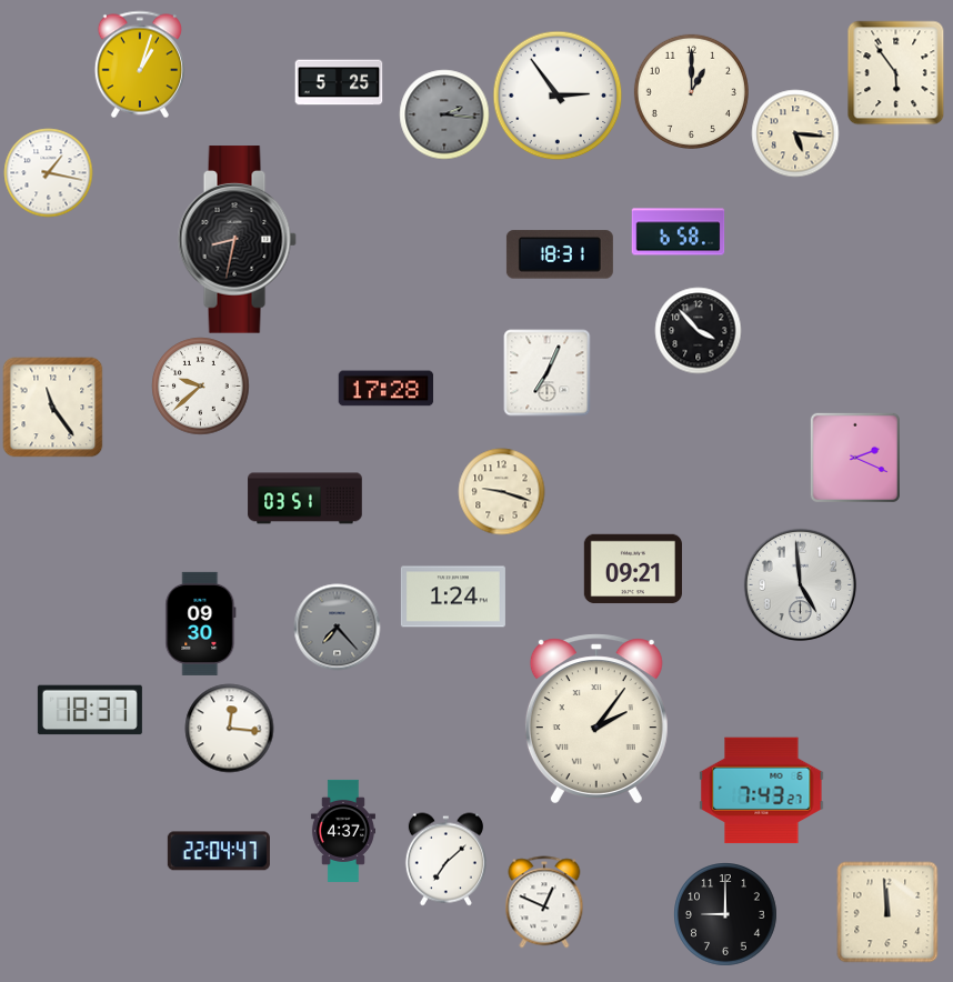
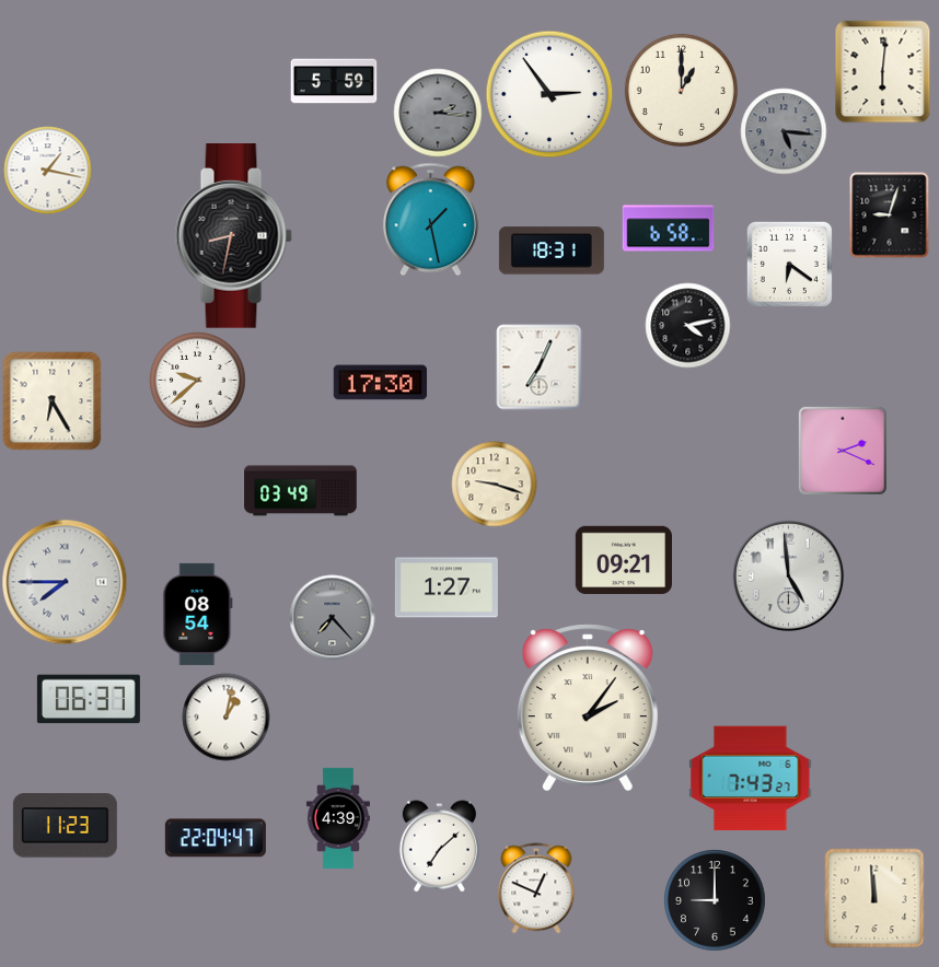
clock at (140, 64): 1:03 -> none
clock at (896, 72): 5:54 -> 6:01
clock at (339, 82): 5:25 -> 5:59
clock at (795, 133) dial: cream -> grey
clock at (890, 214): none -> 9:03
clock at (430, 219): none -> 1:28
clock at (789, 264): none -> 6:21
clock at (698, 330): 3:53 -> 4:13
clock at (385, 389): 17:28 -> 17:30
clock at (52, 407): 11:24 -> 6:25
clock at (305, 499): 03:51 -> 03:49
clock at (65, 582): none -> 7:45
clock at (453, 597): 1:24 -> 1:27
clock at (201, 623): 09:30 -> 08:54
clock at (90, 710): 18:37 -> 06:37
clock at (229, 728): 12:16 -> 1:02
clock at (343, 831): 4:37 -> 4:39
clock at (65, 826): none -> 11:23
